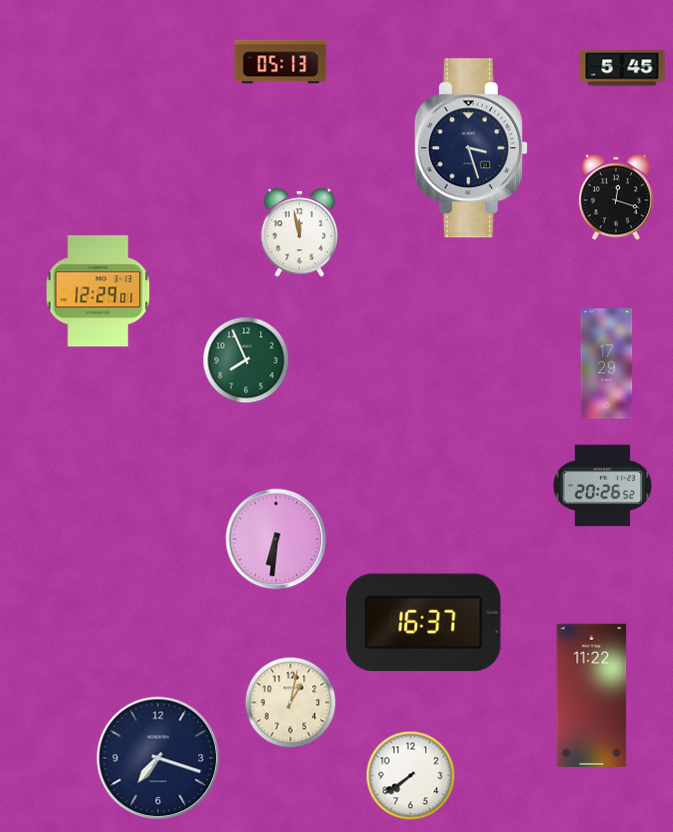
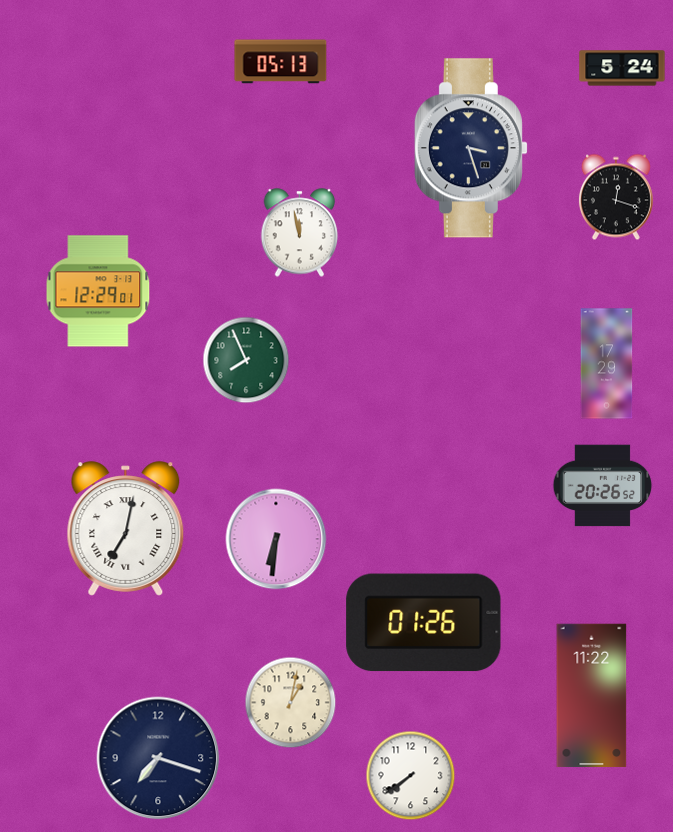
clock at (622, 68): 5:45 -> 5:24
clock at (126, 529): none -> 7:02
clock at (424, 623): 16:37 -> 01:26
